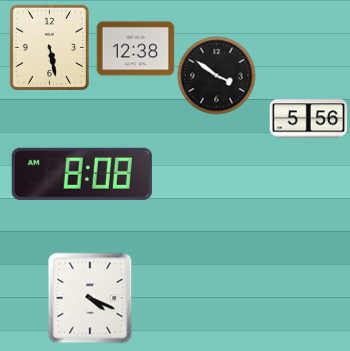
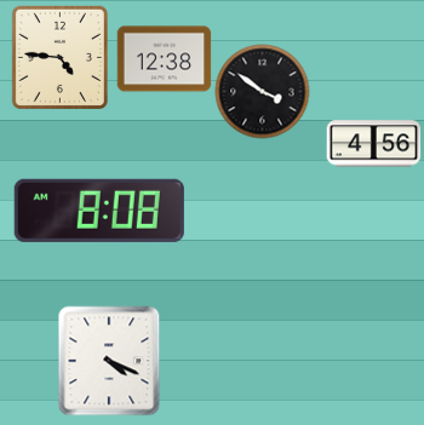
clock at (49, 47): 5:28 -> 4:46
clock at (308, 119): 5:56 -> 4:56
